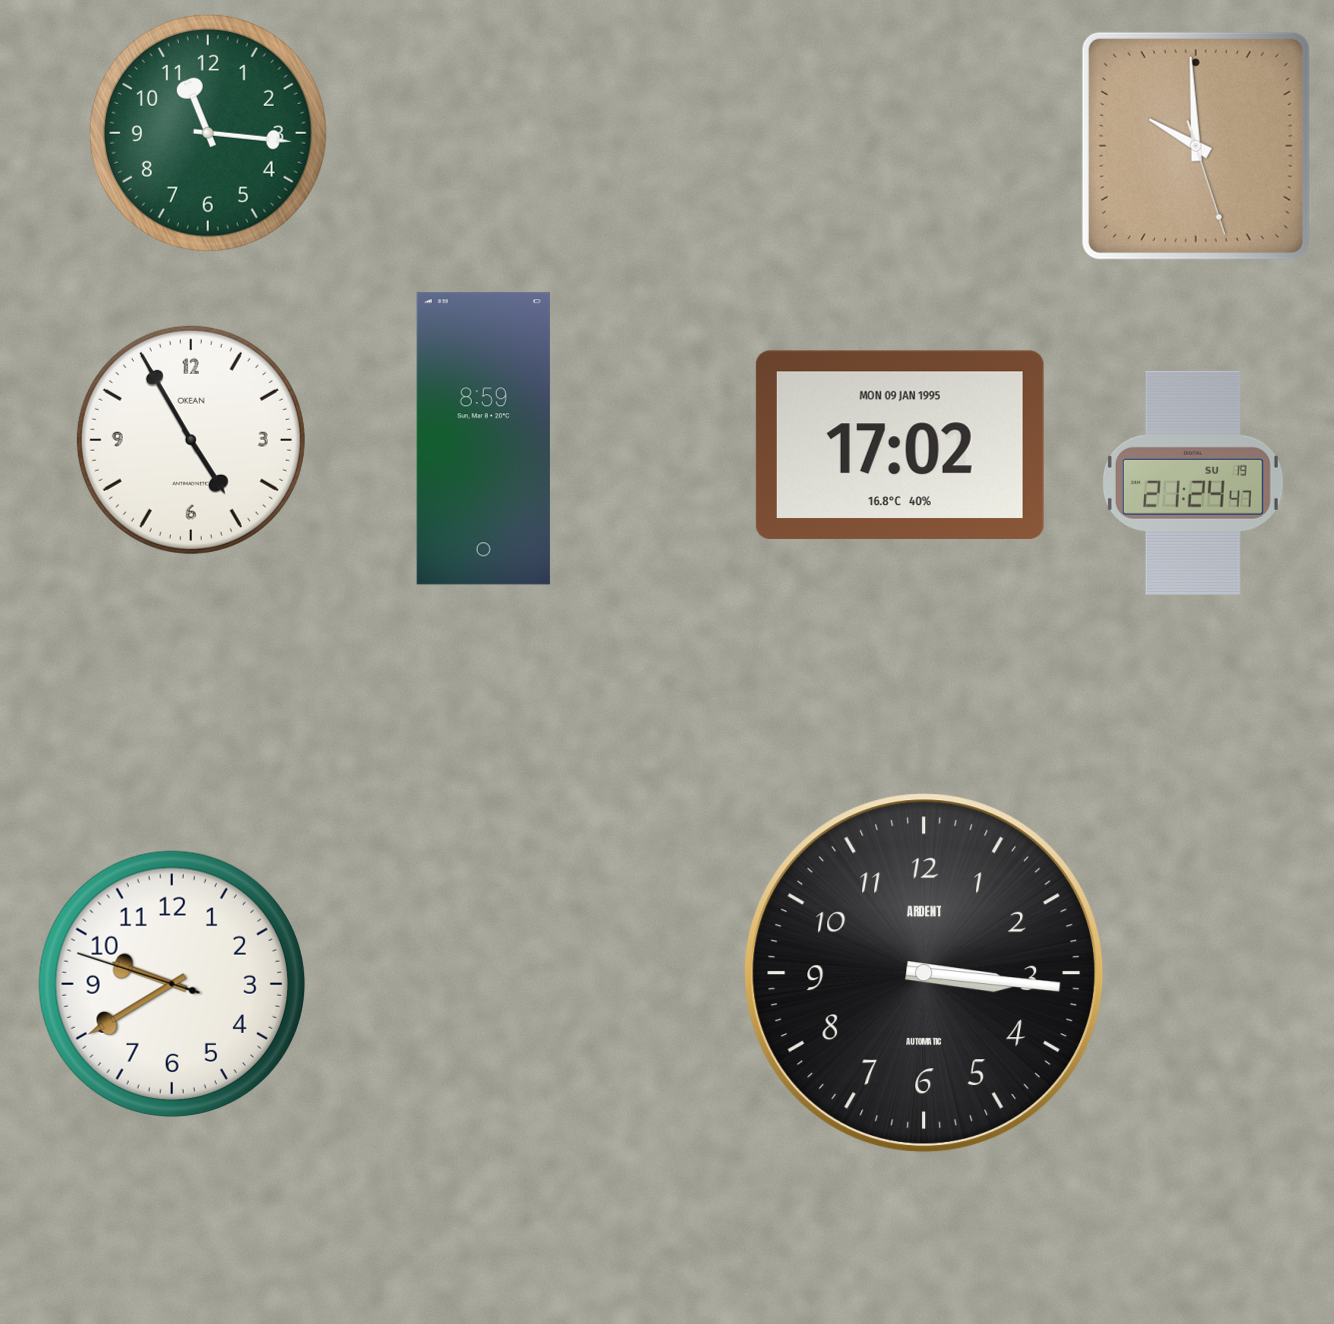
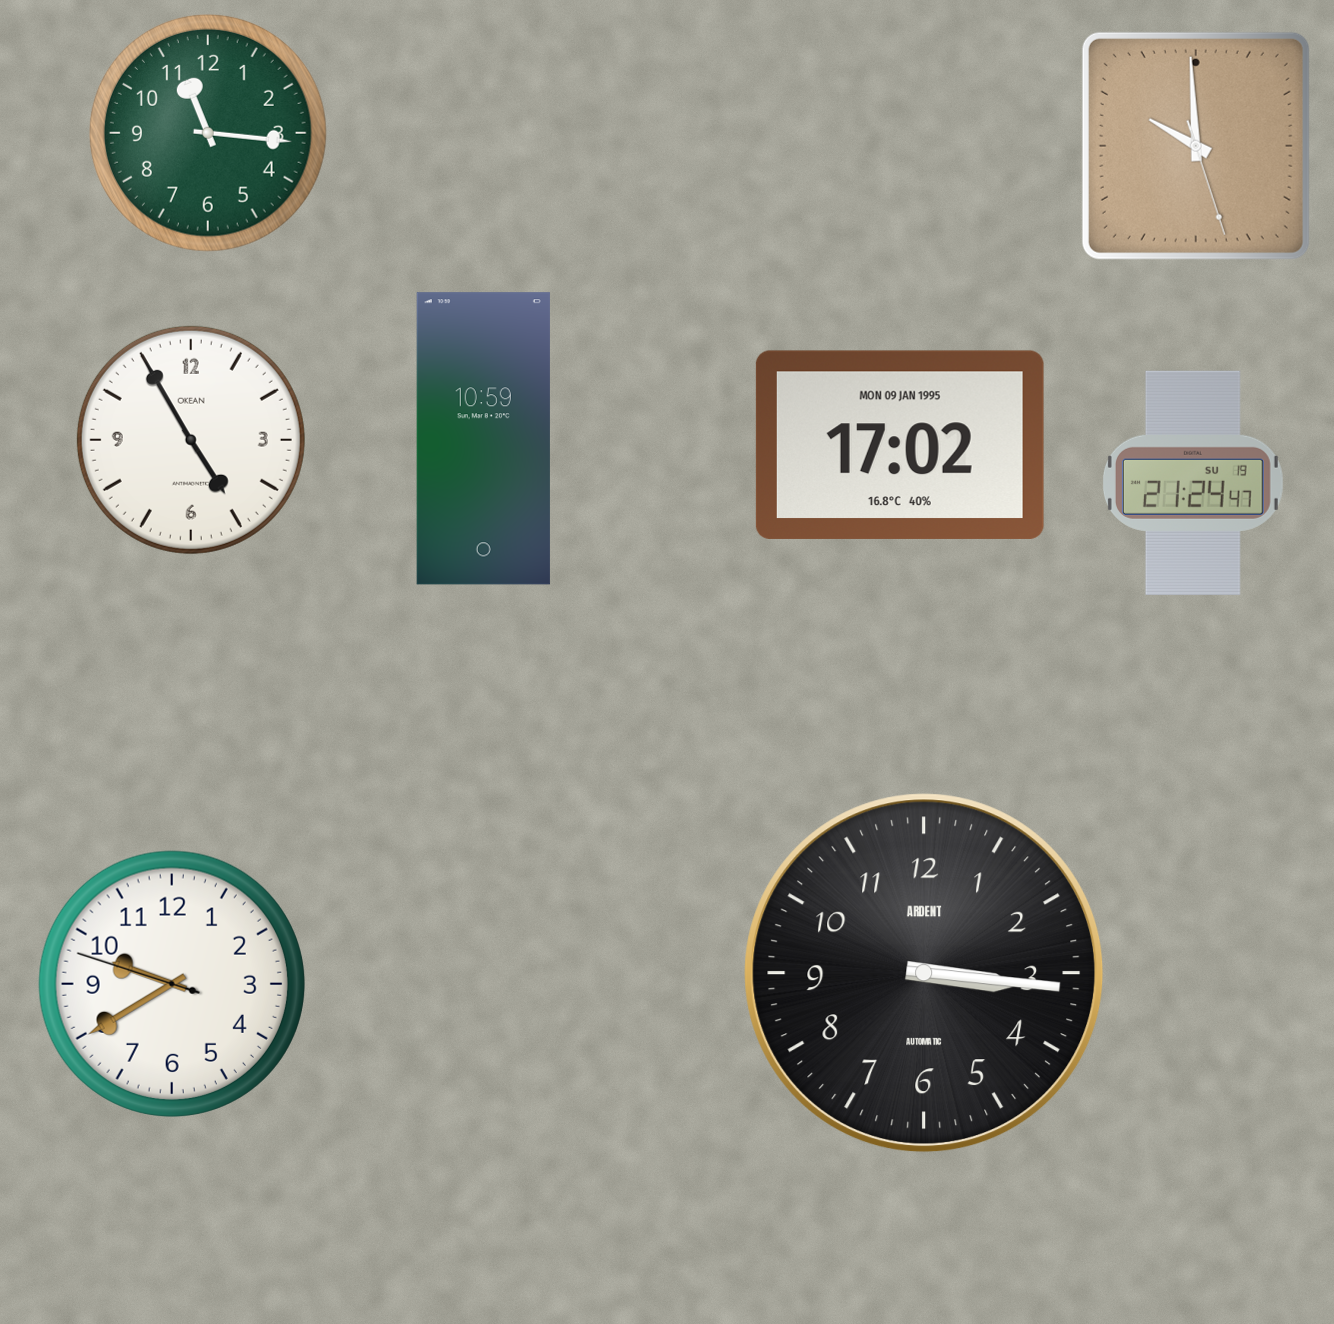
clock at (483, 439): 8:59 -> 10:59
